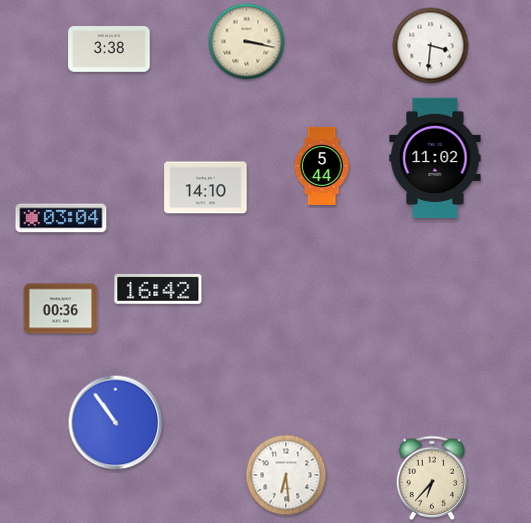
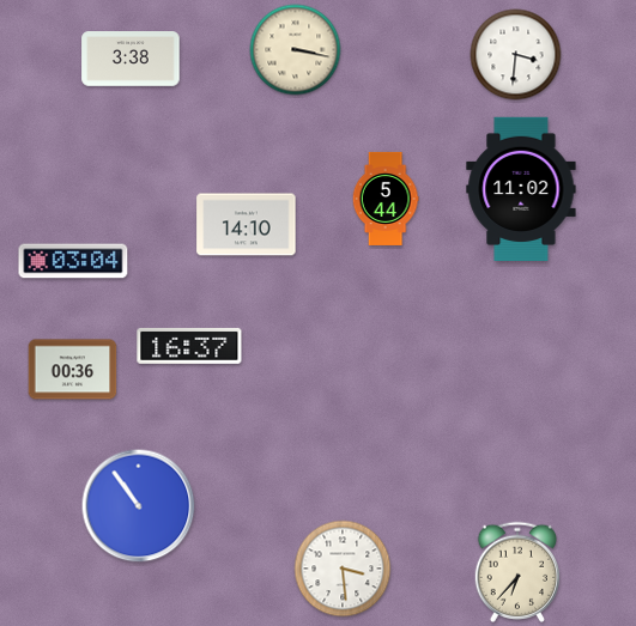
clock at (158, 289): 16:42 -> 16:37
clock at (286, 475): 6:29 -> 3:29
